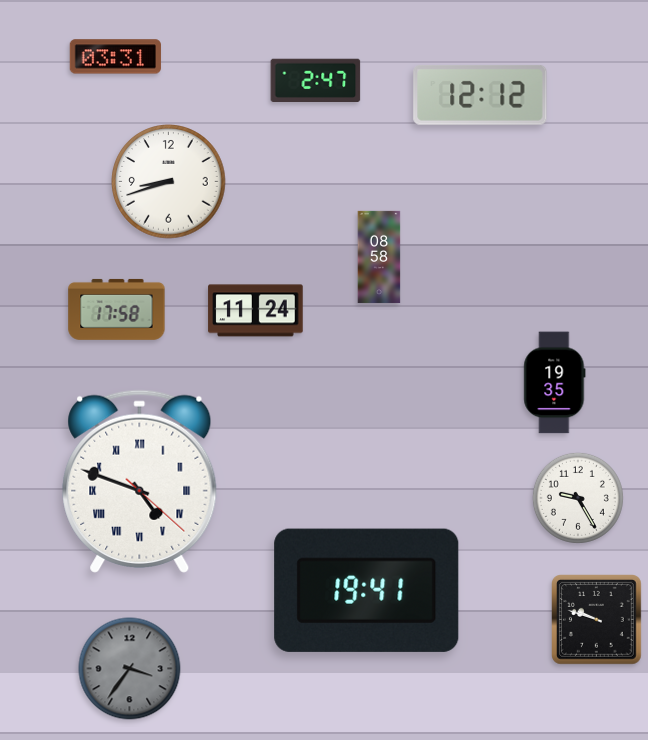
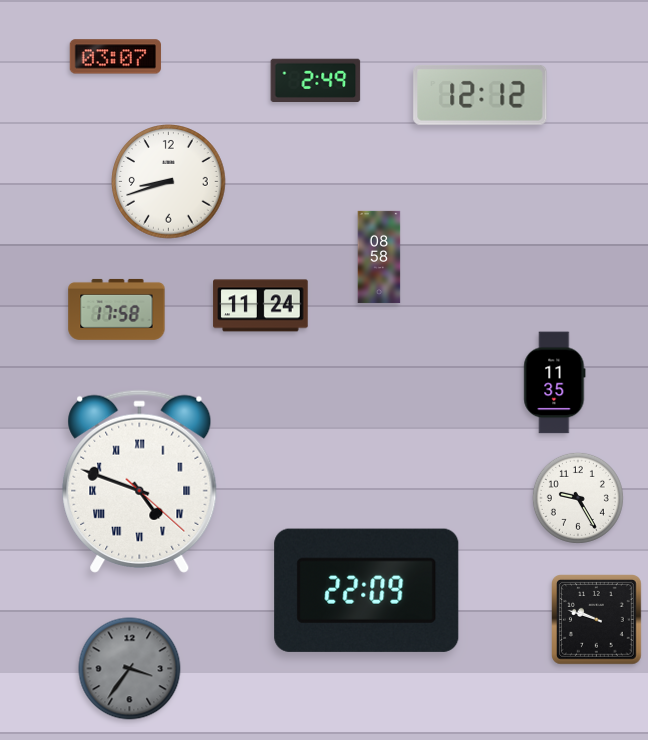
clock at (115, 57): 03:31 -> 03:07
clock at (316, 81): 2:47 -> 2:49
clock at (256, 311) position: (256, 311) -> (261, 306)
clock at (555, 383): 19:35 -> 11:35
clock at (367, 590): 19:41 -> 22:09
